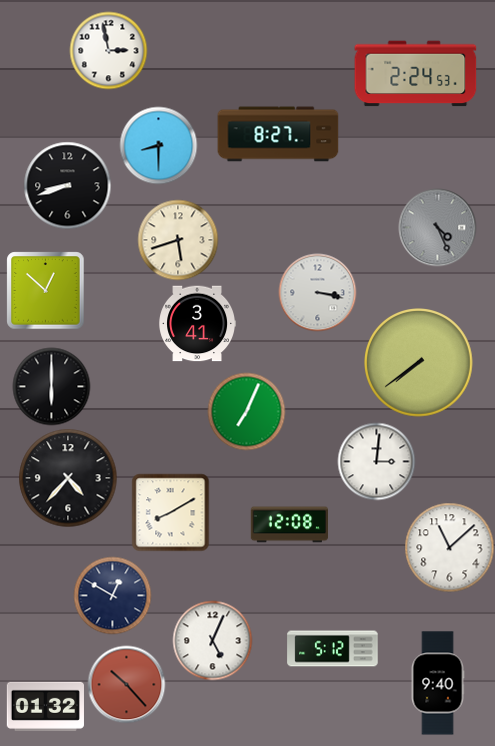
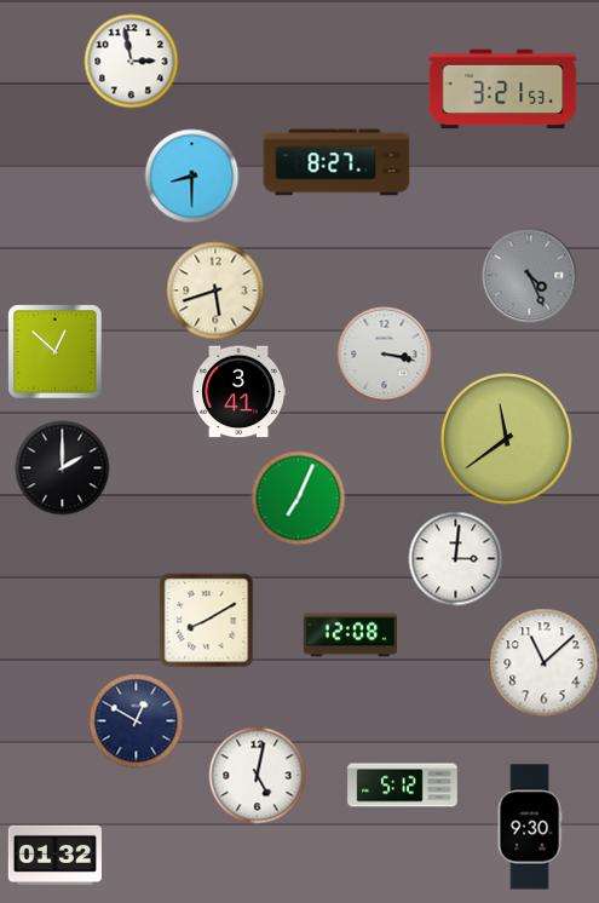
clock at (416, 74): 2:24 -> 3:21
clock at (67, 185): 8:42 -> none
clock at (419, 363): 7:39 -> 11:39
clock at (51, 386): 6:00 -> 2:00
clock at (68, 478): 4:37 -> none
clock at (212, 640): 5:04 -> 5:02
clock at (438, 683): 9:40 -> 9:30
clock at (126, 684): 10:23 -> none
